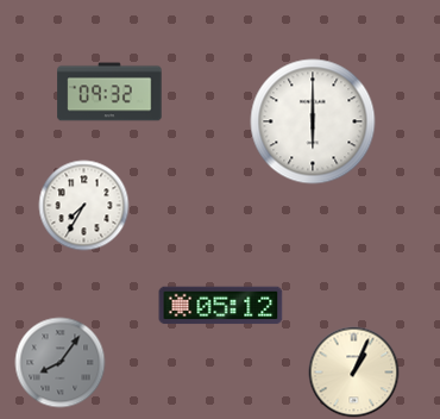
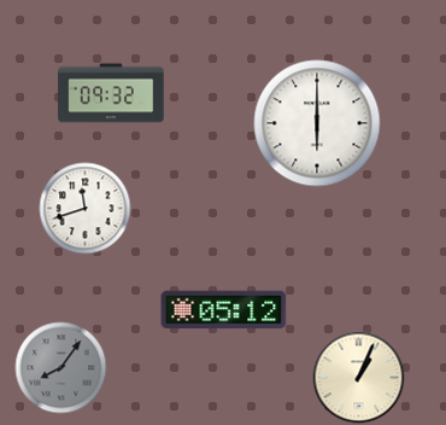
clock at (84, 206): 7:35 -> 11:42
